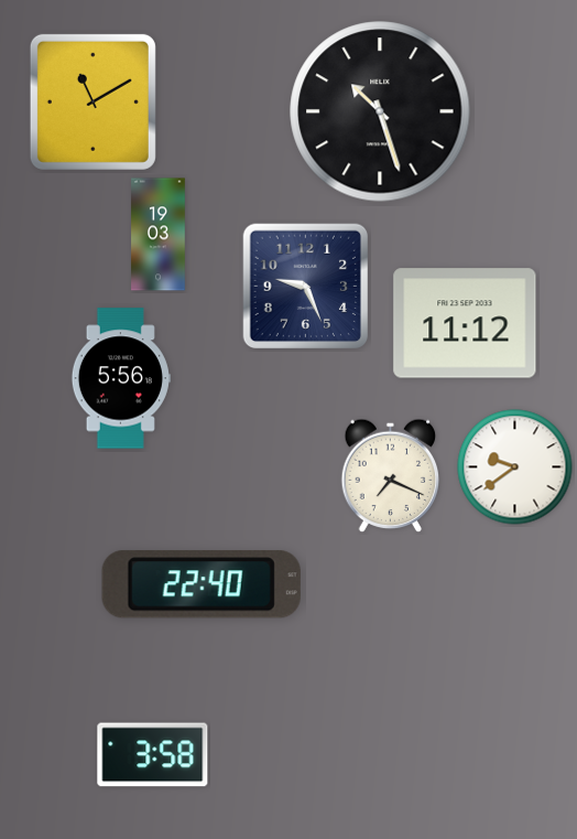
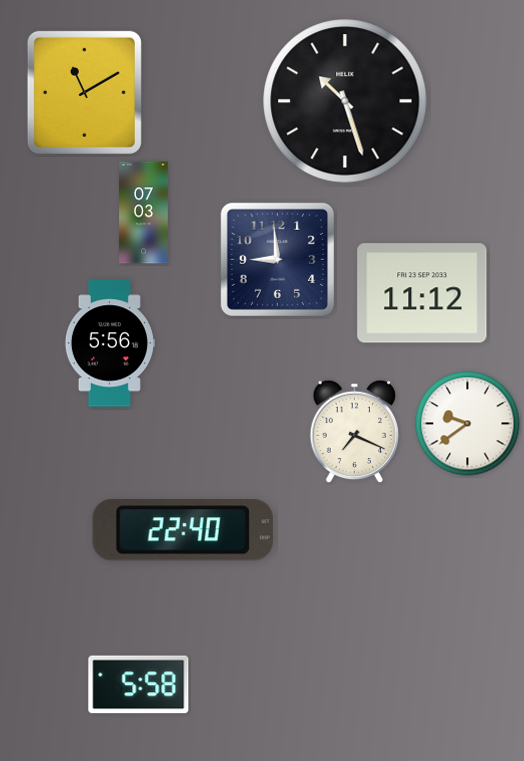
clock at (159, 235): 19:03 -> 07:03
clock at (305, 286): 9:26 -> 8:59
clock at (153, 755): 3:58 -> 5:58
